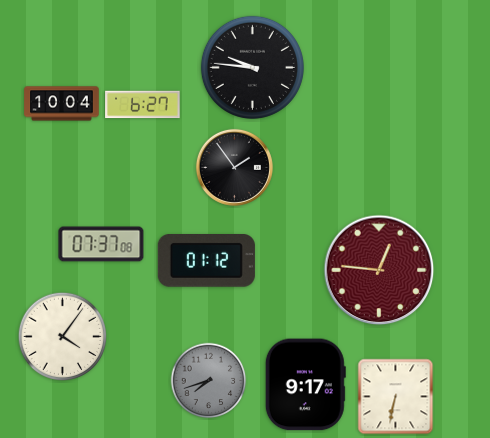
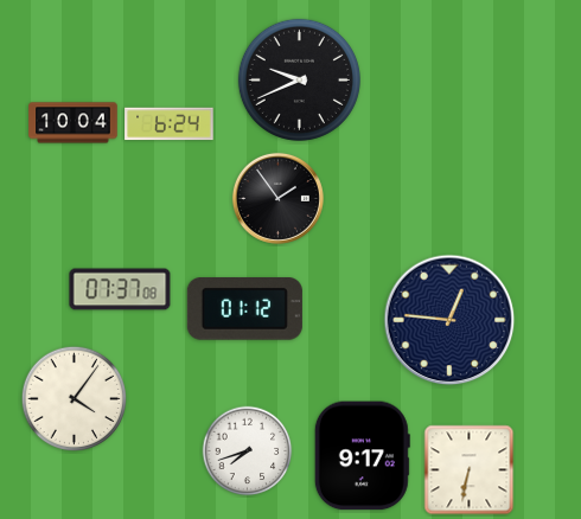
clock at (252, 67): 9:46 -> 9:41
clock at (143, 105): 6:27 -> 6:24
clock at (379, 270) dial: burgundy -> navy
clock at (209, 381) dial: grey -> white
